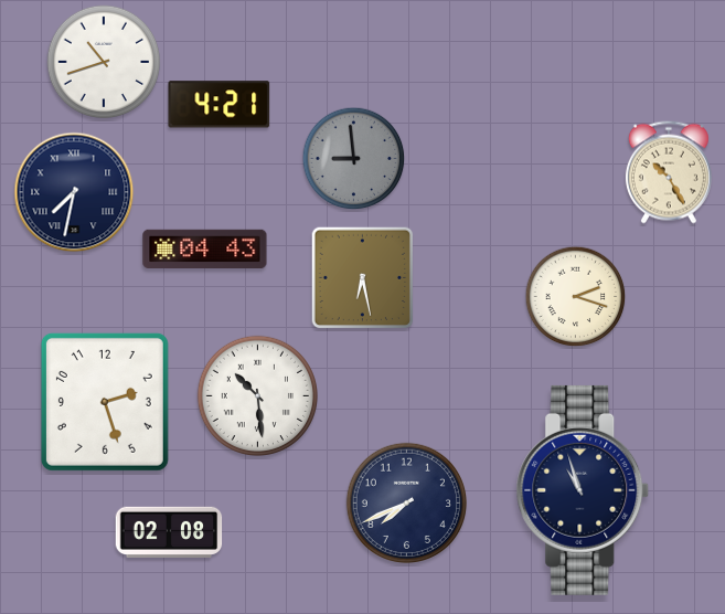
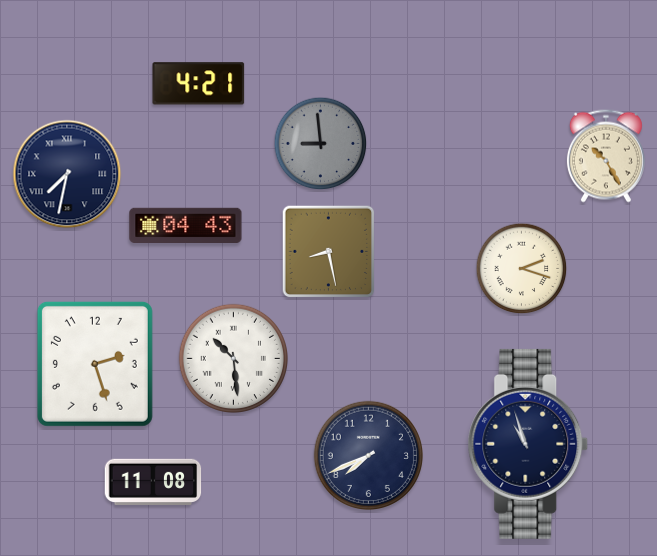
clock at (104, 62): 10:42 -> none
clock at (220, 105) position: (220, 105) -> (199, 84)
clock at (363, 278): 6:28 -> 8:28
clock at (169, 531): 02:08 -> 11:08
